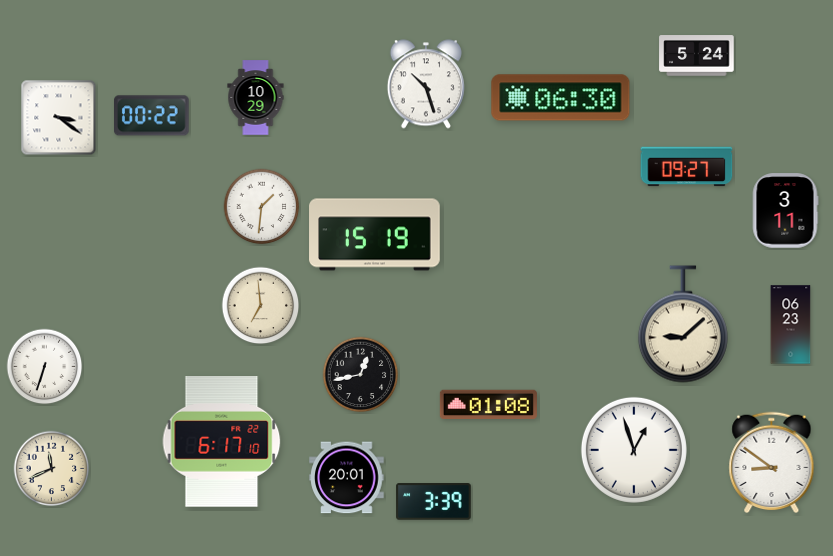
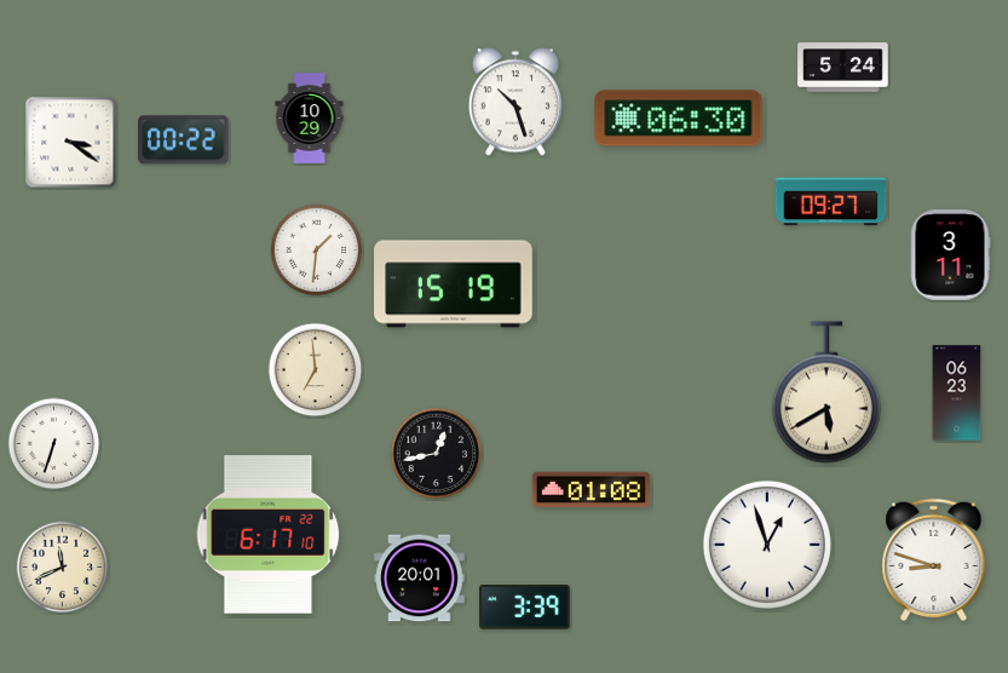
clock at (683, 324): 9:08 -> 5:40
clock at (772, 463): 8:51 -> 8:48
